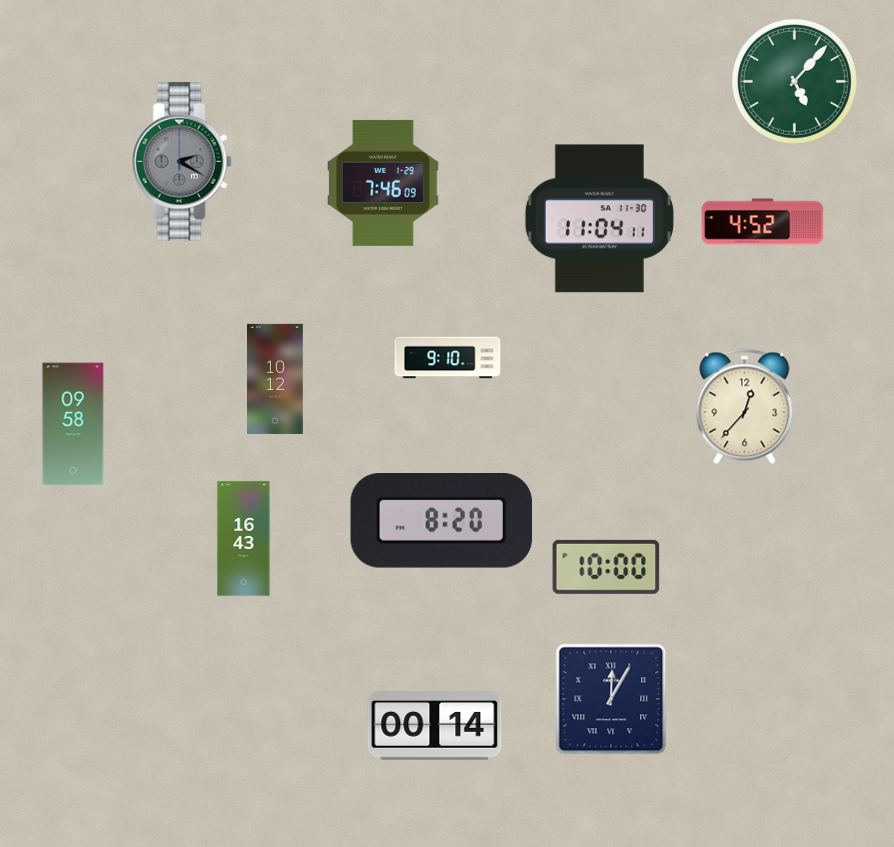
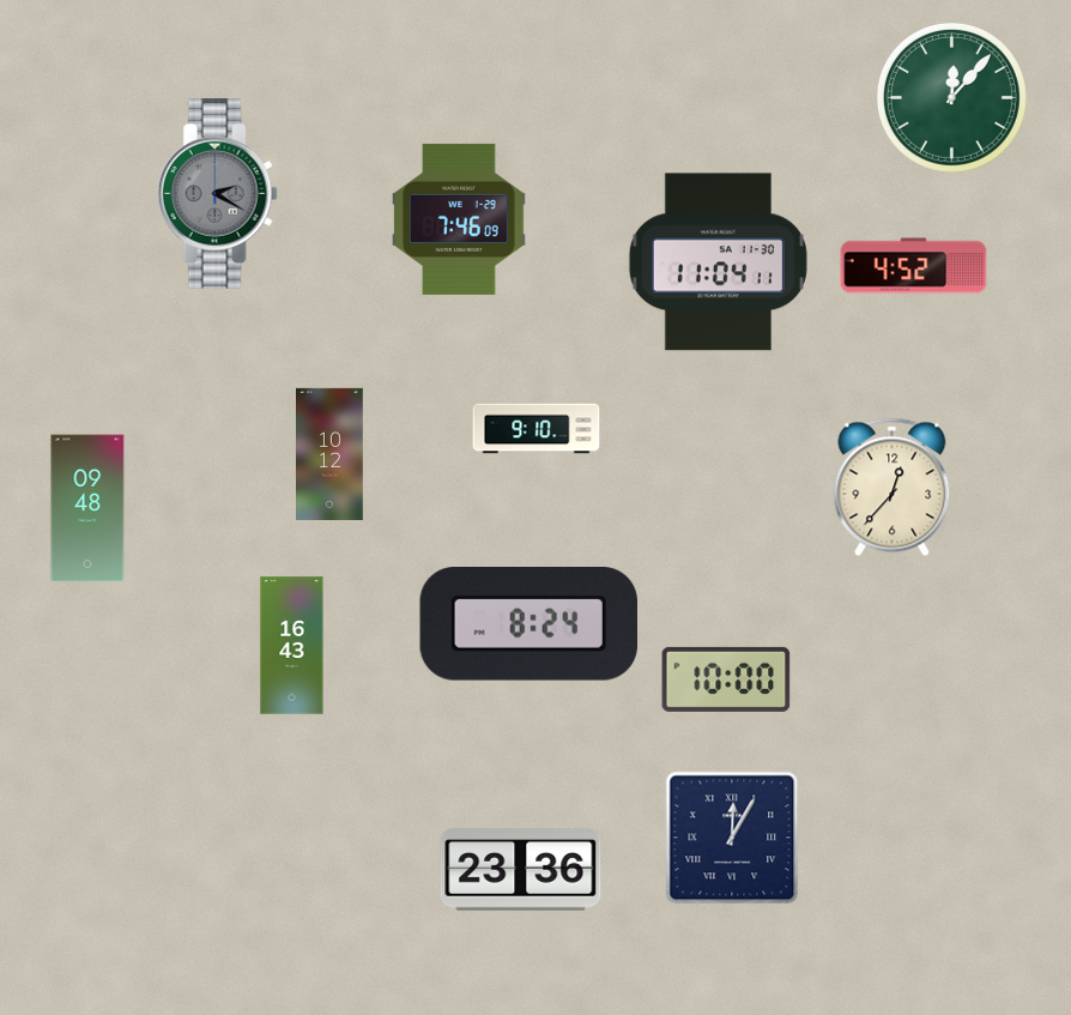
clock at (794, 81): 5:07 -> 12:07
clock at (73, 424): 09:58 -> 09:48
clock at (442, 521): 8:20 -> 8:24
clock at (435, 726): 00:14 -> 23:36
